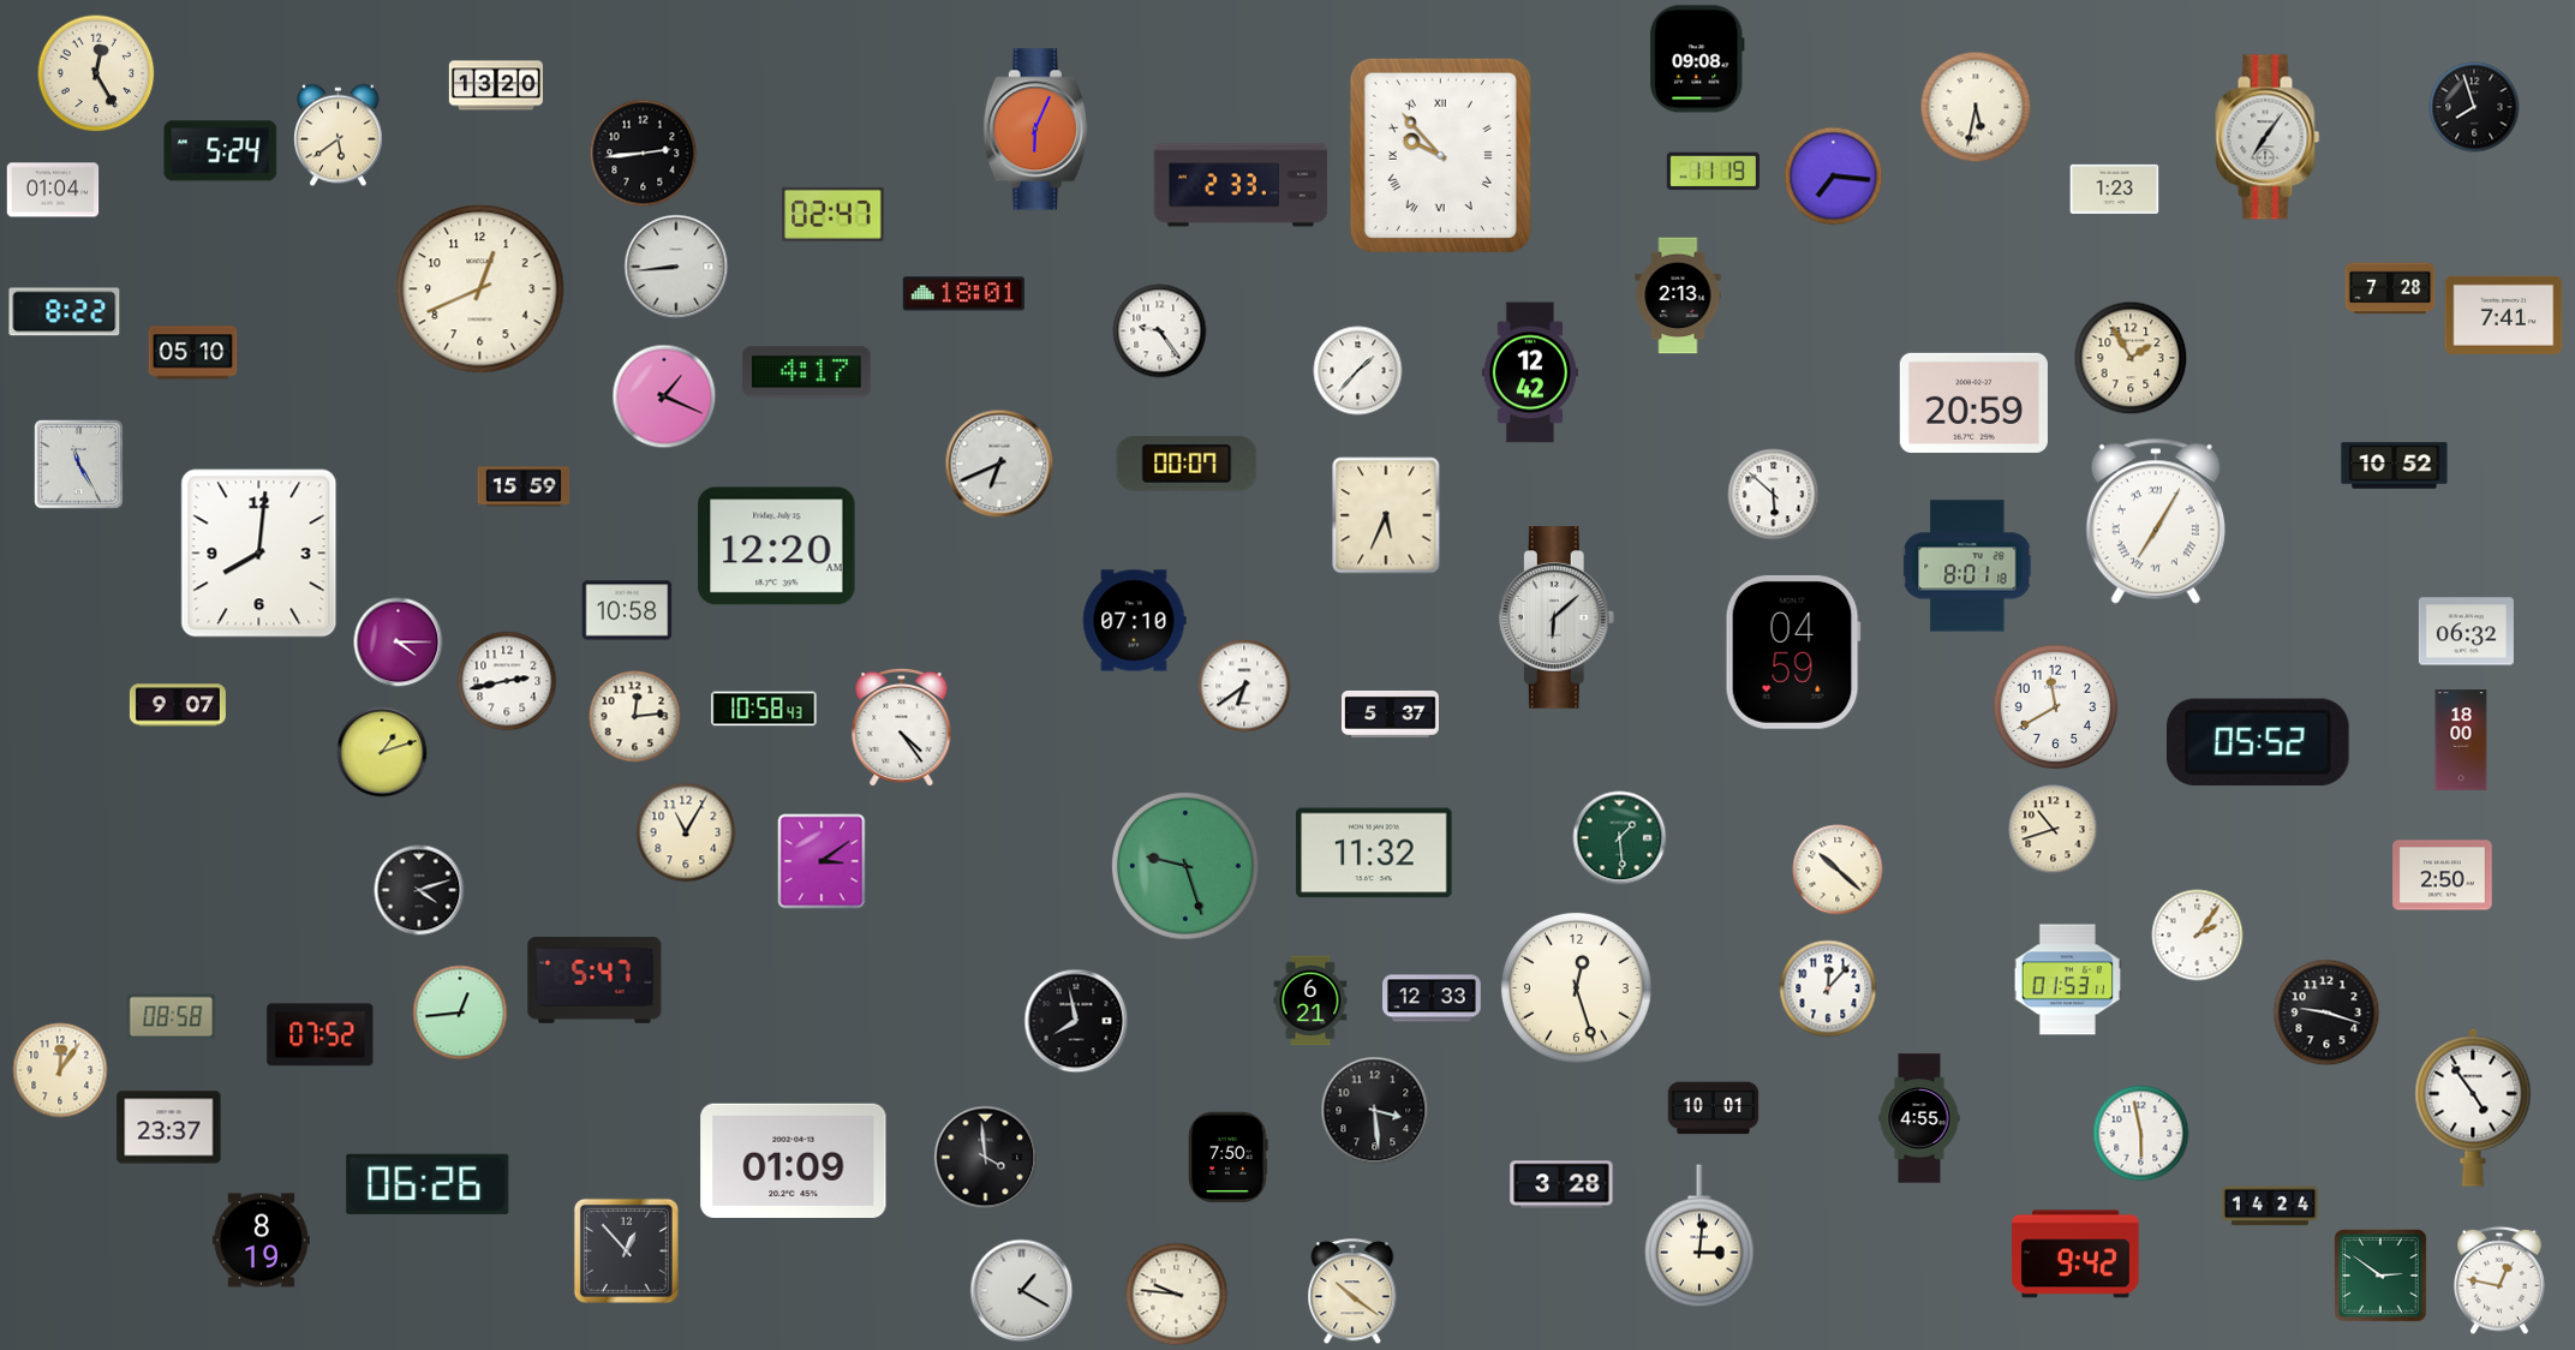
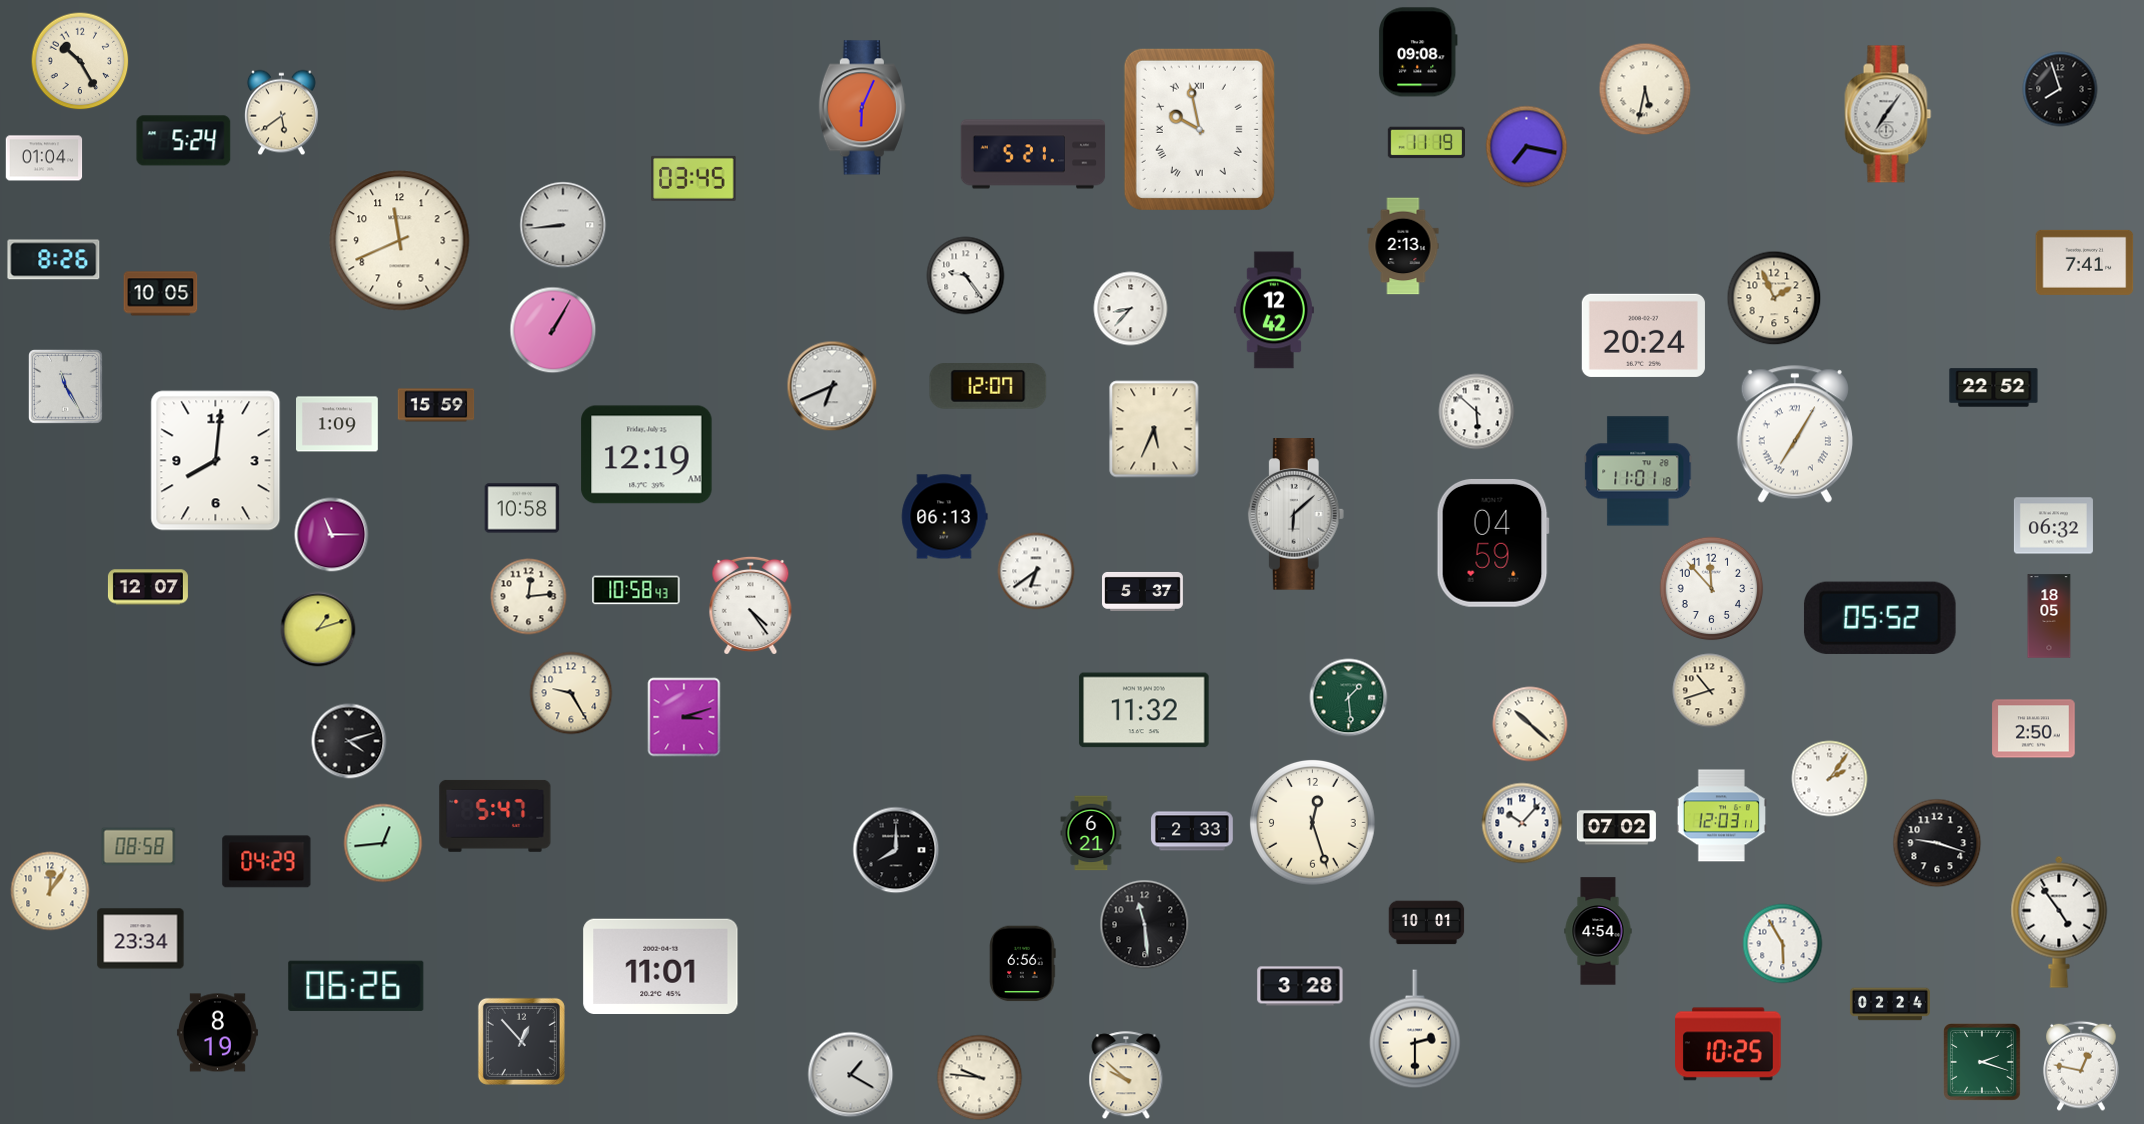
clock at (1698, 59) position: (1698, 59) -> (1419, 52)
clock at (96, 73): 12:25 -> 10:25
clock at (496, 85): 13:20 -> none
clock at (221, 151) position: (221, 151) -> (184, 141)
clock at (644, 154): 2:44 -> none
clock at (1440, 155): 9:53 -> 9:58
clock at (1834, 177): 7:16 -> 7:17
clock at (1241, 185): 2:33 -> 5:21
clock at (2115, 189): 1:23 -> none
clock at (834, 214): 02:47 -> 03:45
clock at (676, 267) position: (676, 267) -> (563, 225)
clock at (2390, 288): 7:28 -> none
clock at (480, 289): 12:41 -> 11:41
clock at (963, 294): 18:01 -> none
clock at (1678, 295) position: (1678, 295) -> (1403, 246)
clock at (65, 312): 8:22 -> 8:26
clock at (193, 353): 05:10 -> 10:05
clock at (2131, 358): 1:55 -> 1:56
clock at (1358, 371): 1:37 -> 8:37
clock at (807, 372): 4:17 -> none
clock at (664, 396): 1:19 -> 1:05
clock at (1973, 402): 20:59 -> 20:24
clock at (1187, 465): 00:07 -> 12:07
clock at (2395, 466): 10:52 -> 22:52
clock at (338, 424): none -> 1:09
clock at (777, 546): 12:20 -> 12:19
clock at (1967, 566): 8:01 -> 11:01
clock at (1135, 621): 07:10 -> 06:13
clock at (399, 643): 4:15 -> 11:15
clock at (507, 681): 2:43 -> none
clock at (178, 705): 9:07 -> 12:07
clock at (2056, 707): 11:40 -> 11:53
clock at (1391, 713) position: (1391, 713) -> (1143, 591)
clock at (2461, 740): 18:00 -> 18:05
clock at (382, 752) position: (382, 752) -> (318, 629)
clock at (686, 832): 11:05 -> 9:25
clock at (822, 861): 3:09 -> 3:12
clock at (1185, 866): 9:27 -> none
clock at (2067, 980): 01:53 -> 12:03
clock at (1828, 988): 12:07 -> 10:07
clock at (1616, 828): none -> 07:02
clock at (1432, 998): 12:33 -> 2:33
clock at (172, 1017) position: (172, 1017) -> (139, 847)
clock at (1076, 1021): 7:58 -> 8:00
clock at (321, 1035): 07:52 -> 04:29
clock at (1375, 1111): 3:29 -> 11:29
clock at (1919, 1118): 4:55 -> 4:54
clock at (169, 1128): 23:37 -> 23:34
clock at (2141, 1134): 5:58 -> 5:55
clock at (986, 1158): 3:59 -> none
clock at (1229, 1158): 7:50 -> 6:56
clock at (794, 1160): 01:09 -> 11:01
clock at (2270, 1206): 14:24 -> 02:24
clock at (1699, 1236): 3:01 -> 2:30
clock at (2075, 1254): 9:42 -> 10:25
clock at (2380, 1276): 2:51 -> 2:18
clock at (1352, 1292): 10:21 -> 9:52
